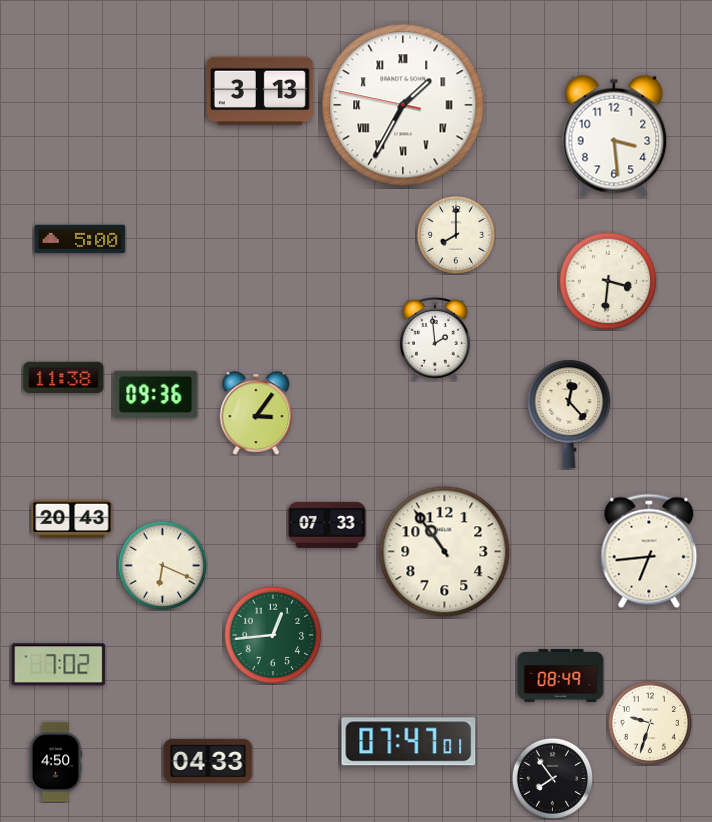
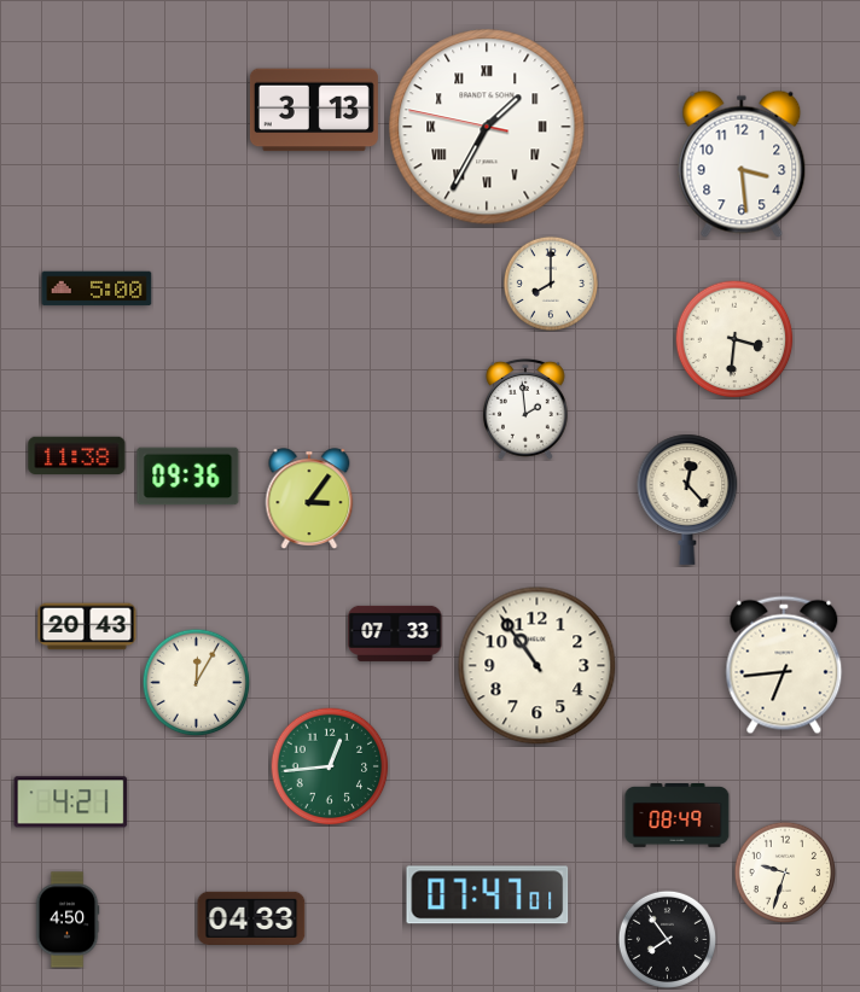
clock at (162, 565): 6:19 -> 12:05
clock at (59, 665): 7:02 -> 4:21
clock at (409, 742) position: (409, 742) -> (488, 895)
